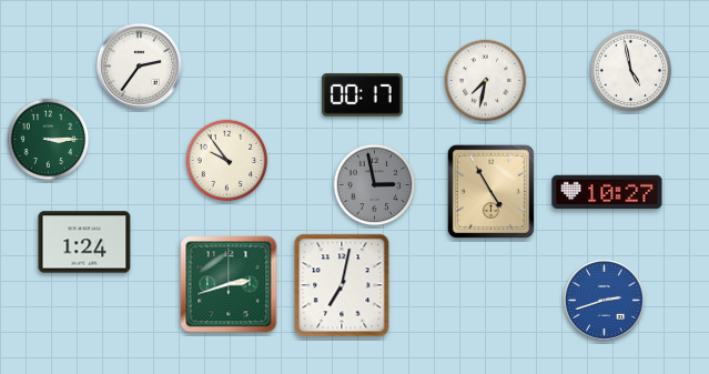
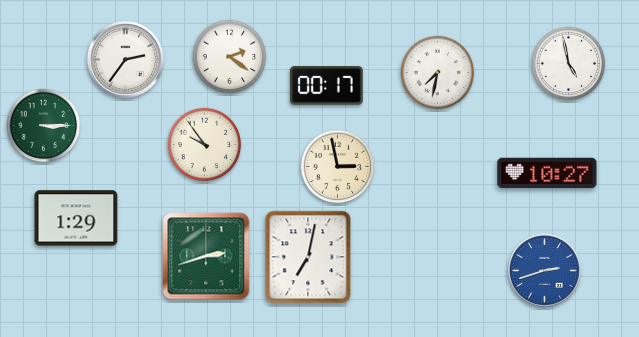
clock at (230, 57): none -> 2:21
clock at (375, 185) dial: grey -> cream
clock at (490, 191): 4:55 -> none
clock at (84, 242): 1:24 -> 1:29
